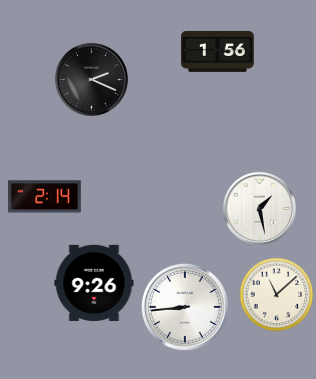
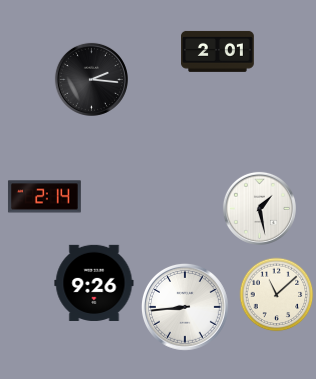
clock at (218, 51): 1:56 -> 2:01
clock at (91, 79): 2:19 -> 2:16
